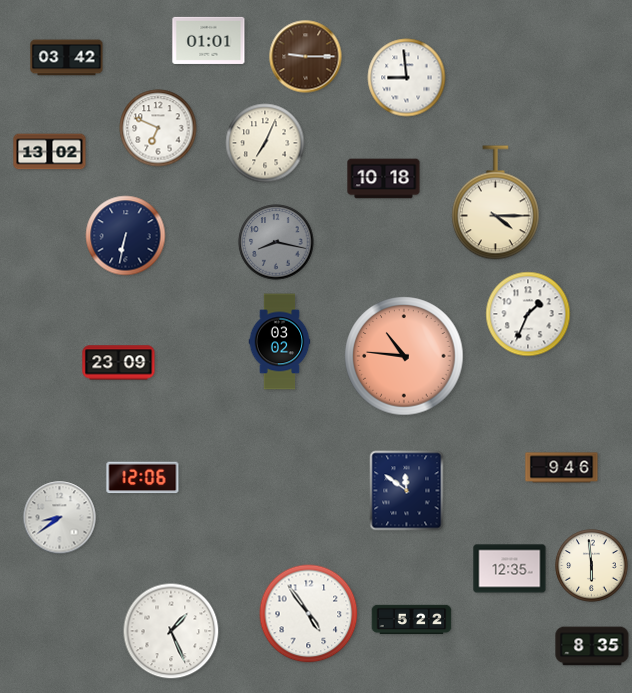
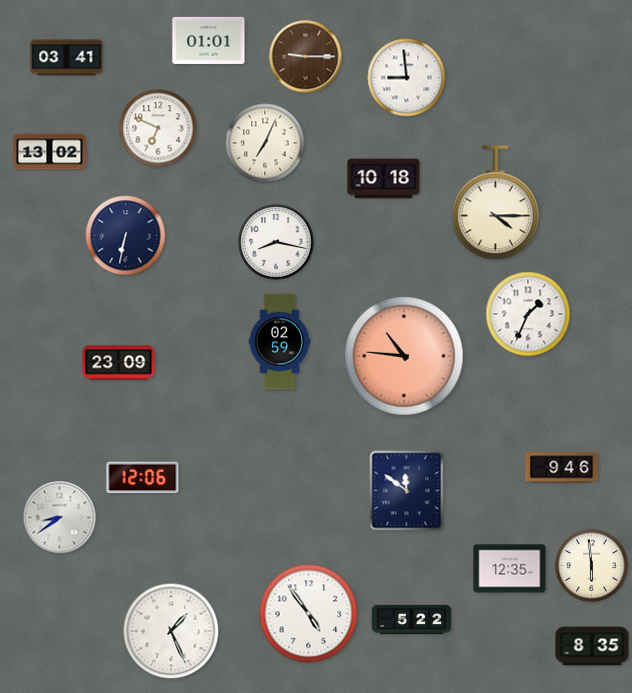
clock at (67, 58): 03:42 -> 03:41
clock at (276, 242) dial: grey -> white
clock at (280, 342): 03:02 -> 02:59
